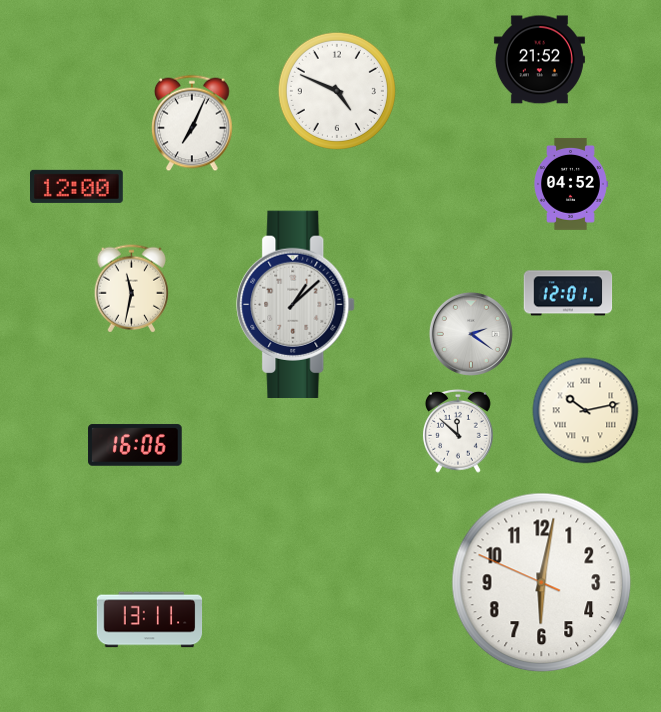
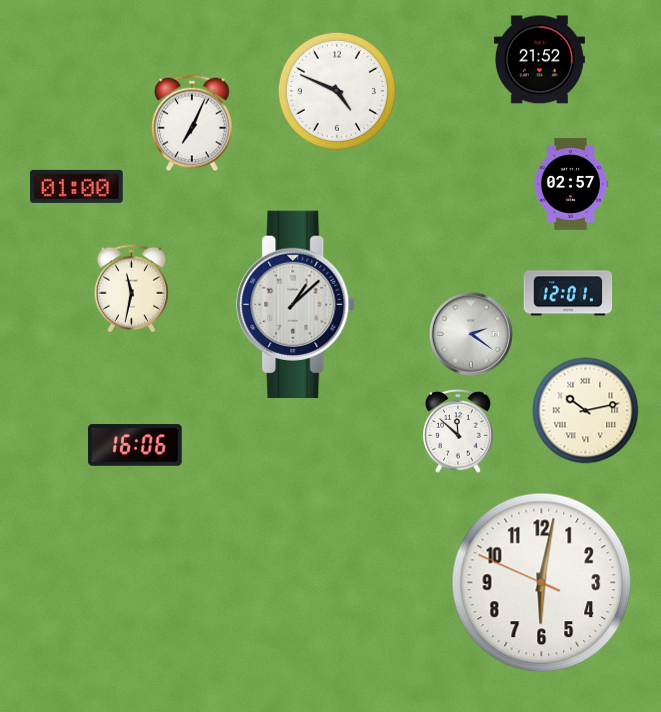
clock at (571, 184): 04:52 -> 02:57
clock at (77, 186): 12:00 -> 01:00
clock at (150, 620): 13:11 -> none
